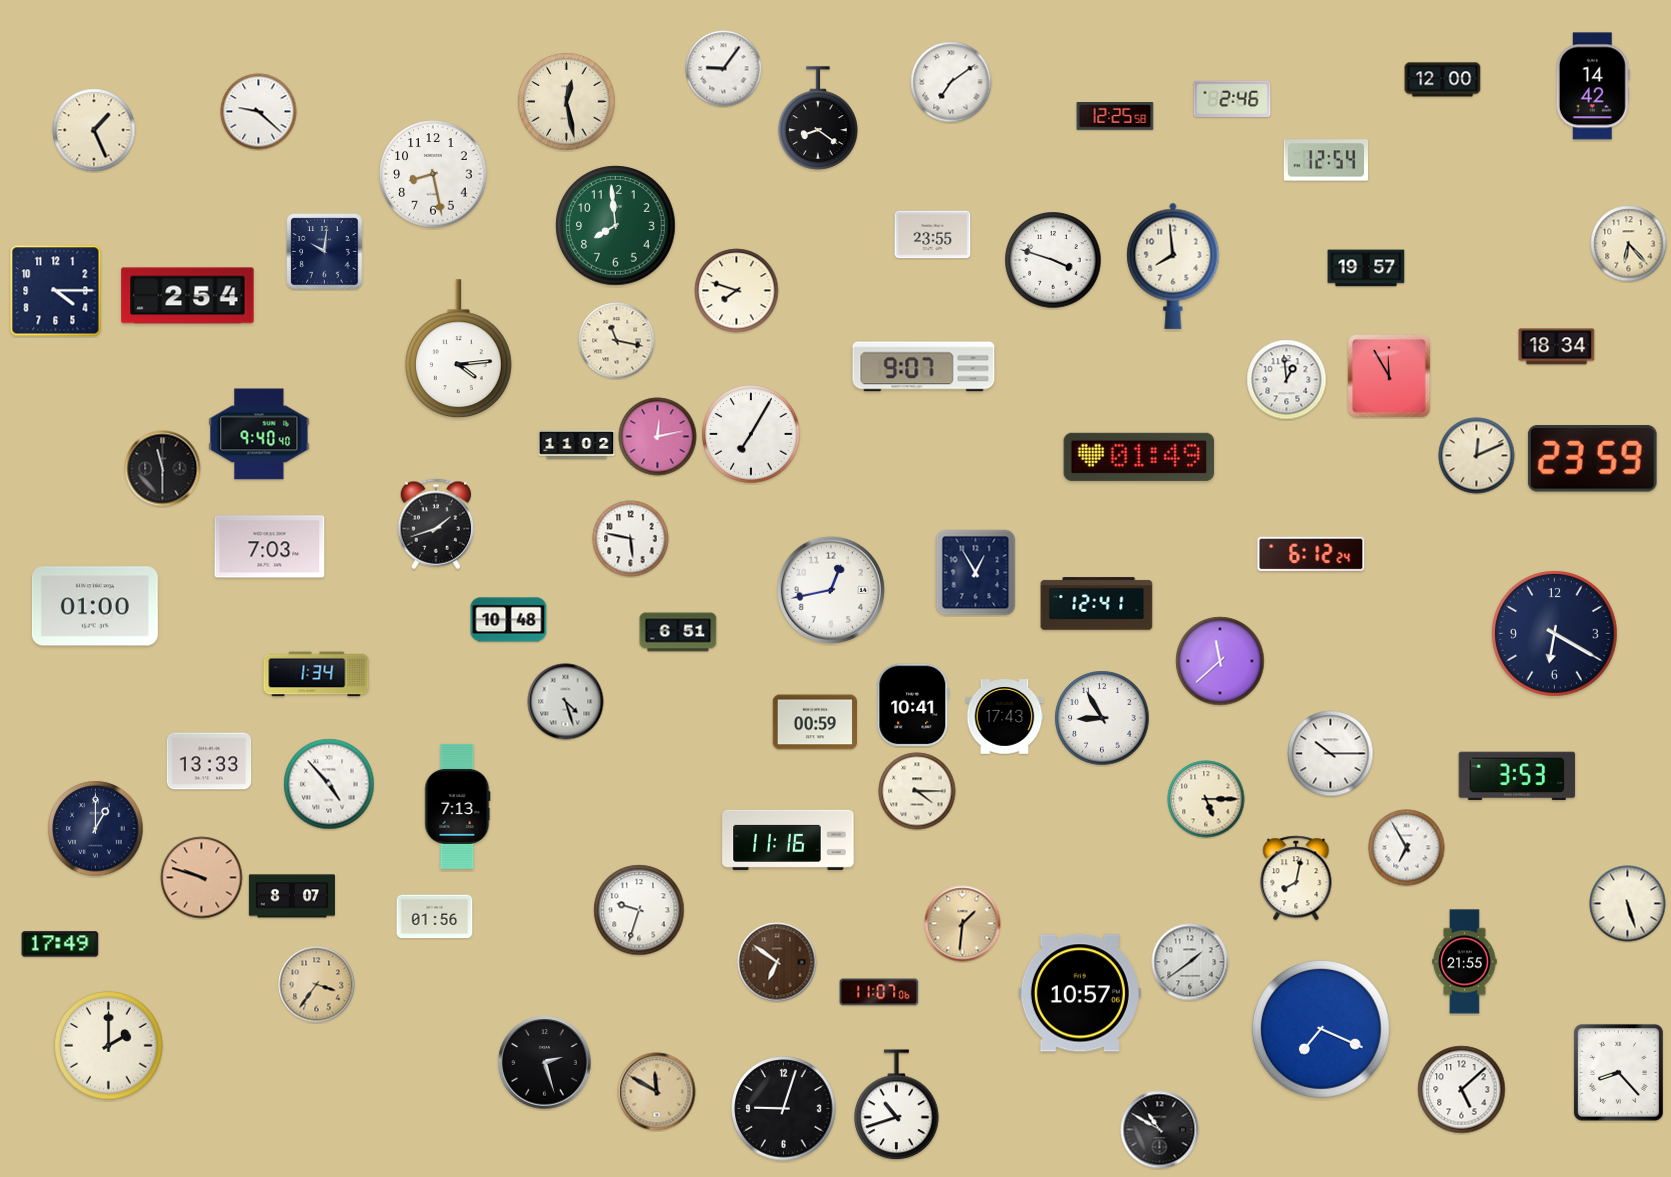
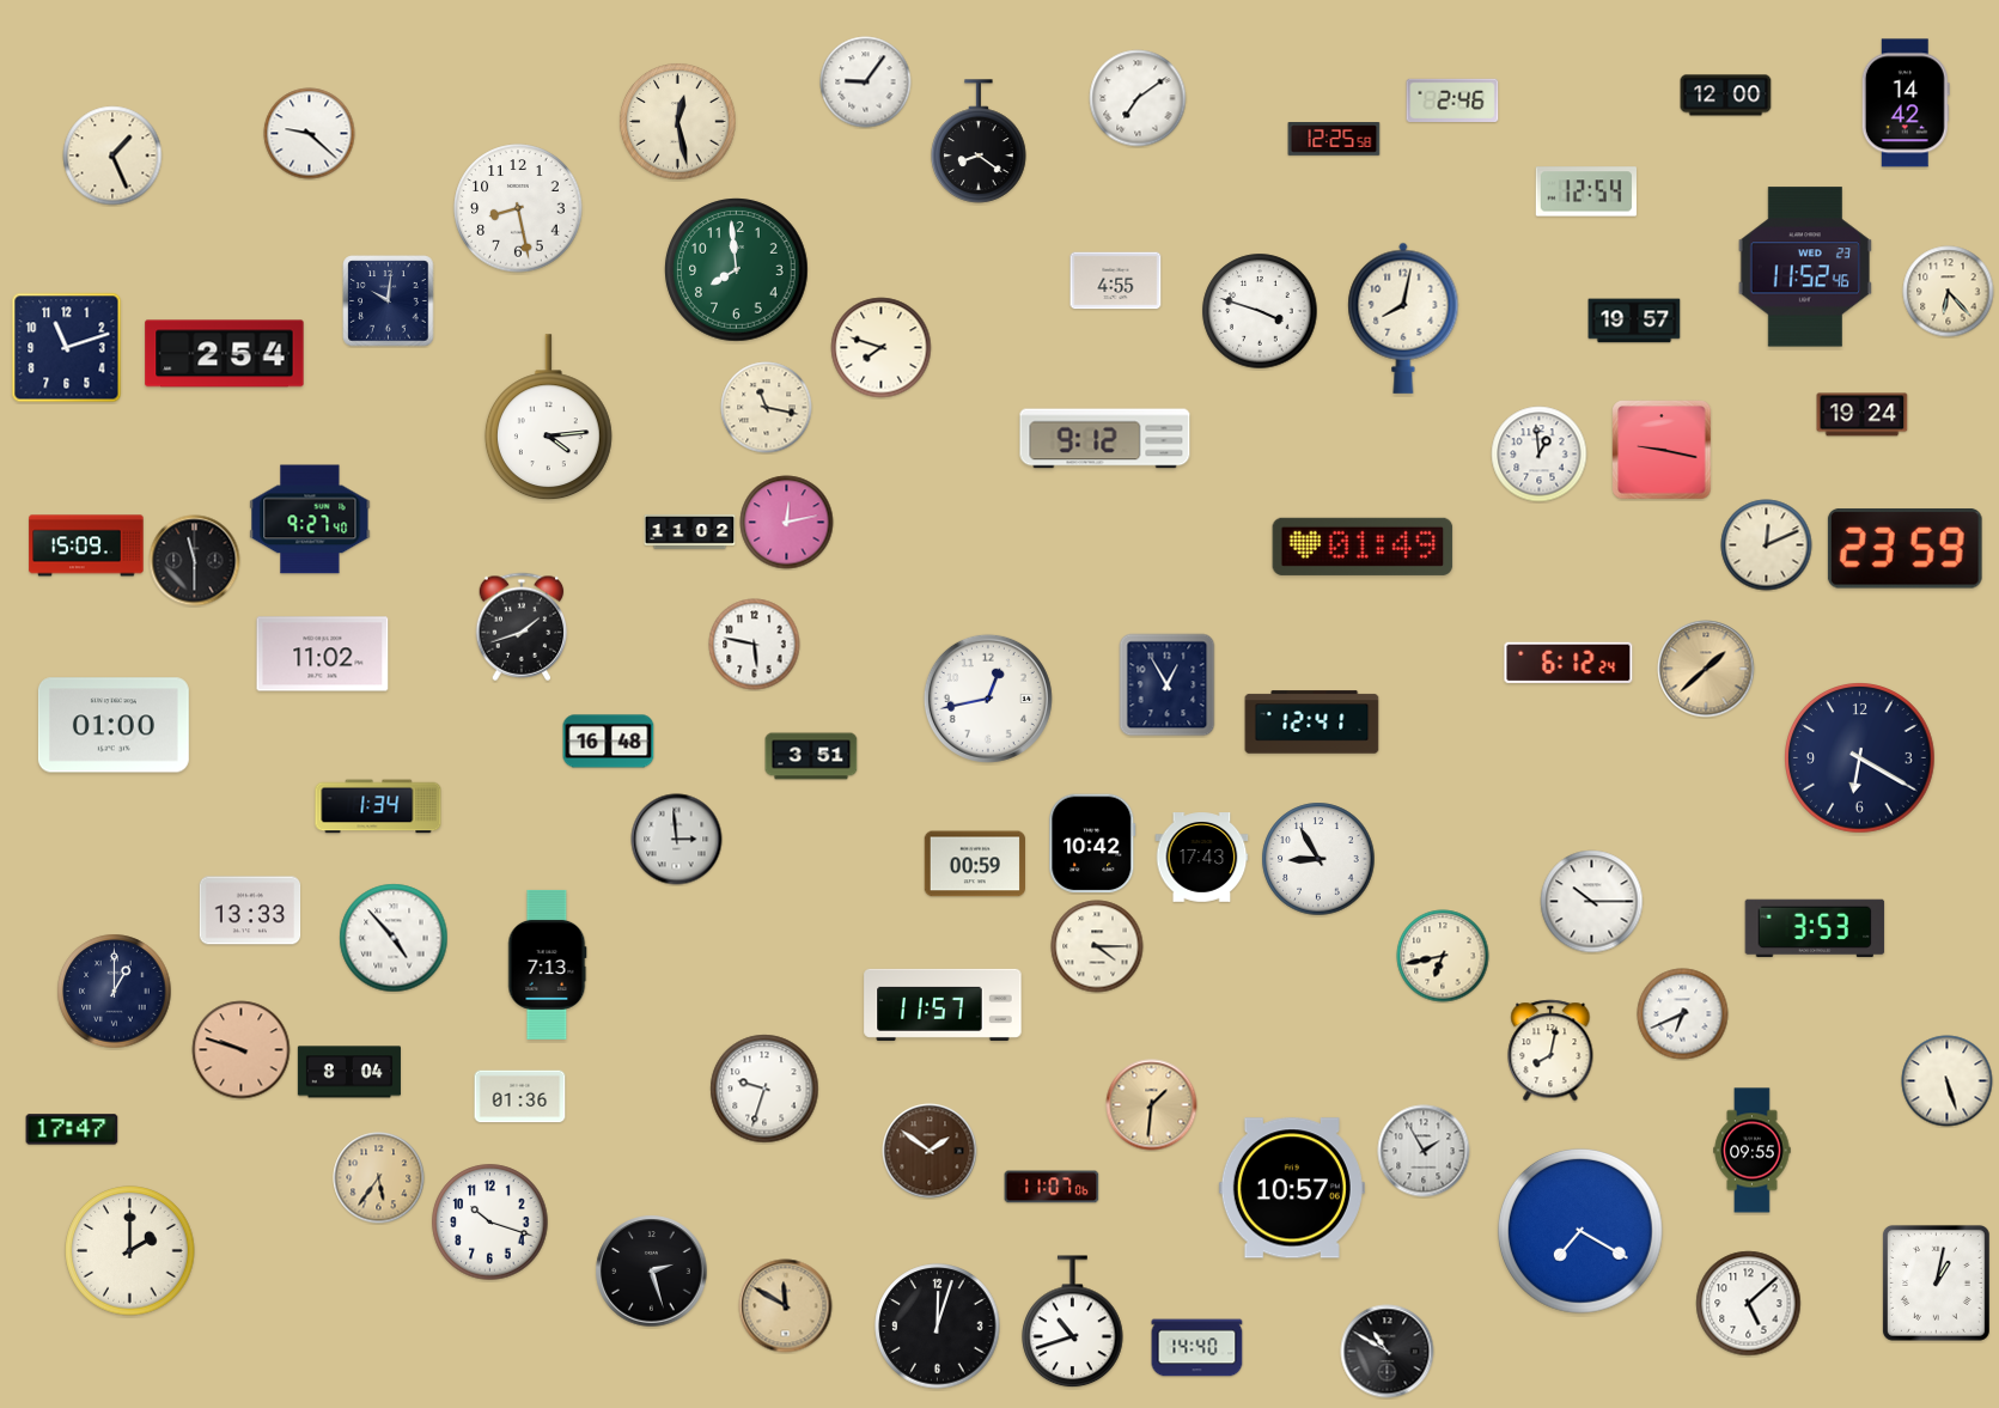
clock at (1232, 99) position: (1232, 99) -> (1452, 100)
clock at (1805, 267): none -> 11:52
clock at (933, 235): 23:55 -> 4:55
clock at (1173, 266): 7:59 -> 8:02
clock at (56, 291): 4:15 -> 11:12
clock at (617, 341) position: (617, 341) -> (767, 408)
clock at (1557, 347): 18:34 -> 19:24
clock at (924, 367): 9:07 -> 9:12
clock at (1389, 376): 11:55 -> 9:17
clock at (259, 434): 9:40 -> 9:27
clock at (751, 434): 7:05 -> none
clock at (86, 545): none -> 15:09
clock at (270, 547): 7:03 -> 11:02
clock at (1706, 669): none -> 1:38
clock at (831, 590) position: (831, 590) -> (988, 699)
clock at (509, 620): 10:48 -> 16:48
clock at (678, 632): 6:51 -> 3:51
clock at (1220, 661): 11:38 -> none
clock at (566, 702): 4:27 -> 2:59
clock at (913, 705): 10:41 -> 10:42
clock at (1206, 799): 5:15 -> 6:43
clock at (788, 840): 11:16 -> 11:57
clock at (1407, 848): 6:55 -> 6:41
clock at (292, 896): 8:07 -> 8:04
clock at (435, 917): 01:56 -> 01:36
clock at (60, 944): 17:49 -> 17:47
clock at (777, 962): 6:51 -> 1:51
clock at (1190, 962): 1:39 -> 1:55
clock at (1465, 962): 21:55 -> 09:55
clock at (317, 985): 3:36 -> 5:36
clock at (490, 1223): none -> 10:18
clock at (1321, 1029): 7:19 -> 7:20
clock at (1618, 1072): 8:23 -> 1:02
clock at (784, 1109): 9:03 -> 12:03
clock at (1197, 1348): none -> 14:40
